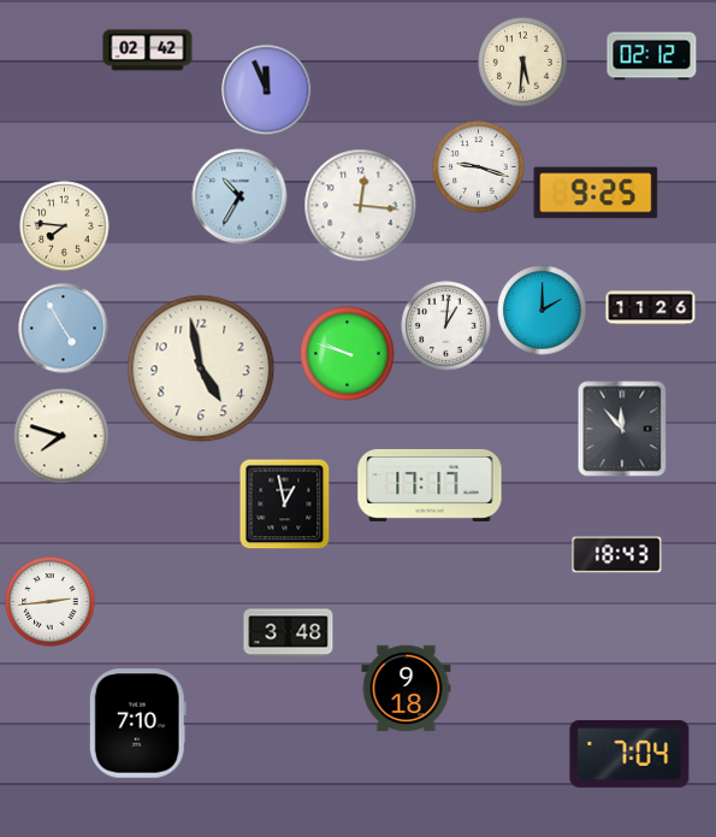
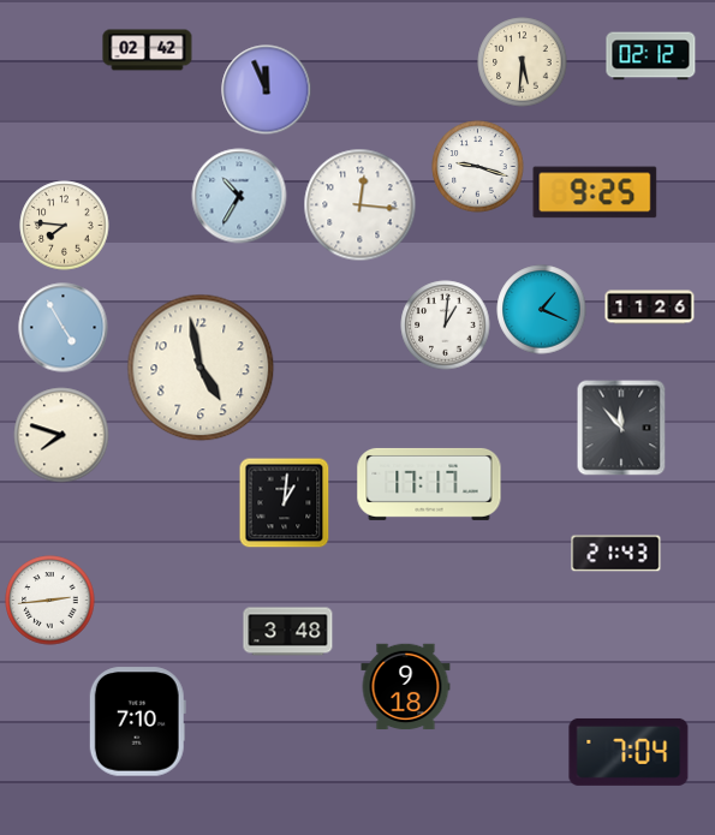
clock at (543, 311): 2:00 -> 1:19
clock at (348, 354): 9:48 -> none
clock at (285, 505): 12:58 -> 1:01
clock at (617, 555): 18:43 -> 21:43
